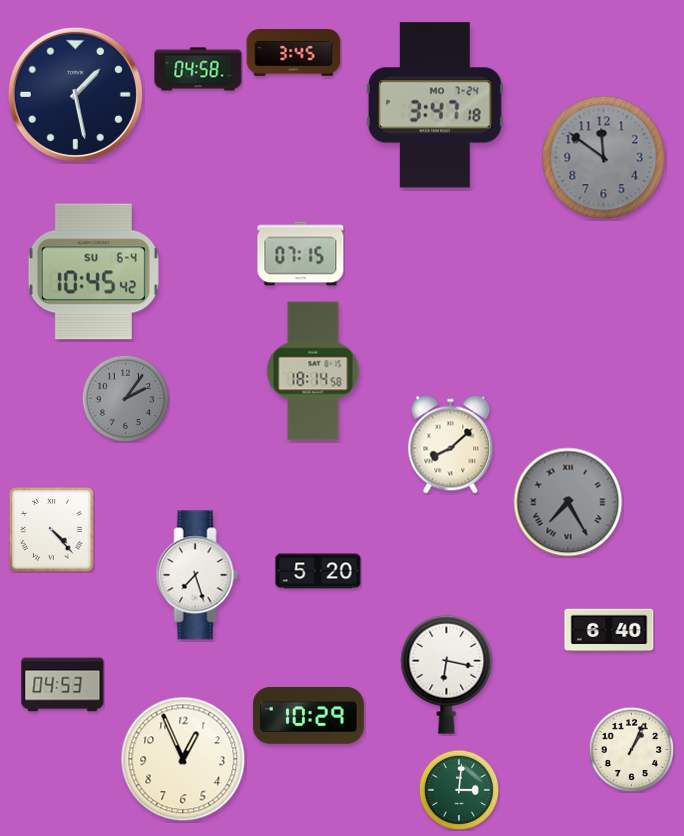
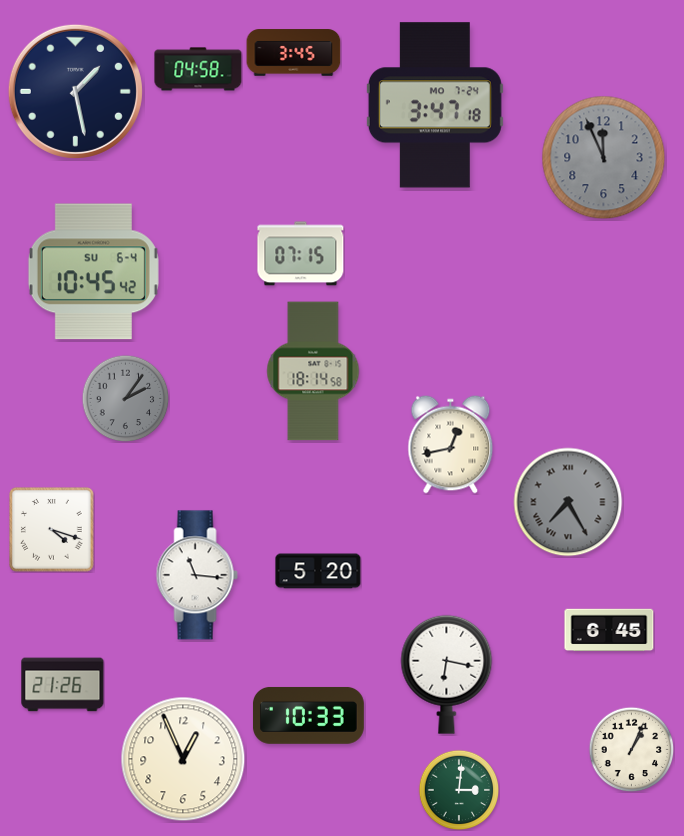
clock at (75, 94) position: (75, 94) -> (75, 91)
clock at (604, 158): 11:51 -> 11:56
clock at (451, 445): 8:08 -> 12:43
clock at (52, 530): 4:23 -> 4:18
clock at (197, 575): 7:27 -> 11:16
clock at (609, 630): 6:40 -> 6:45
clock at (63, 685): 04:53 -> 21:26
clock at (308, 715): 10:29 -> 10:33
